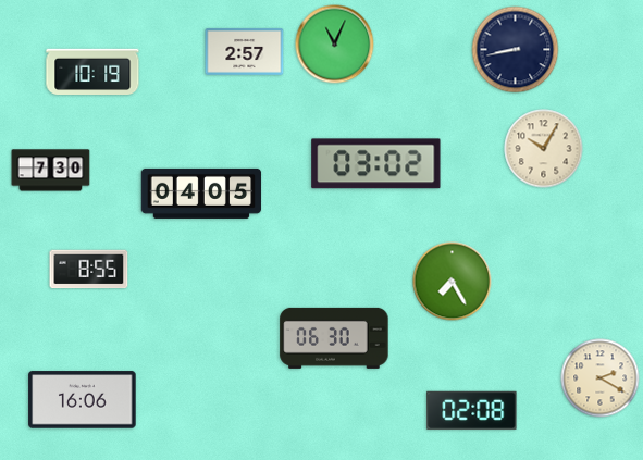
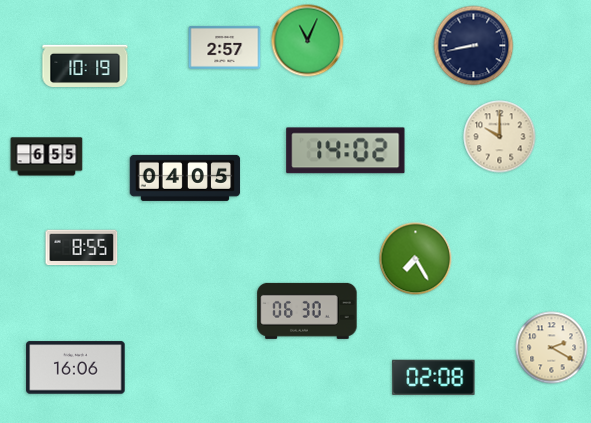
clock at (544, 149): 10:05 -> 10:00
clock at (376, 164): 03:02 -> 14:02
clock at (51, 171): 7:30 -> 6:55
